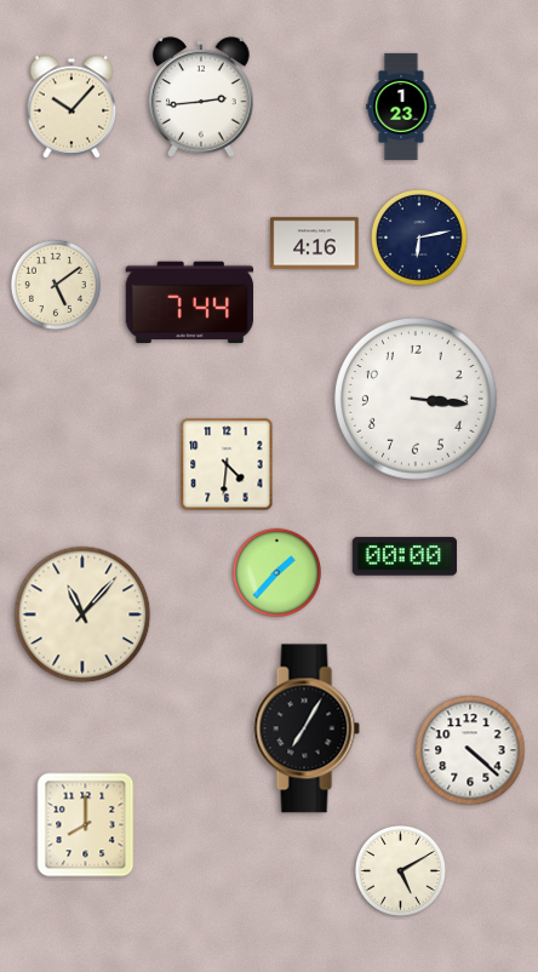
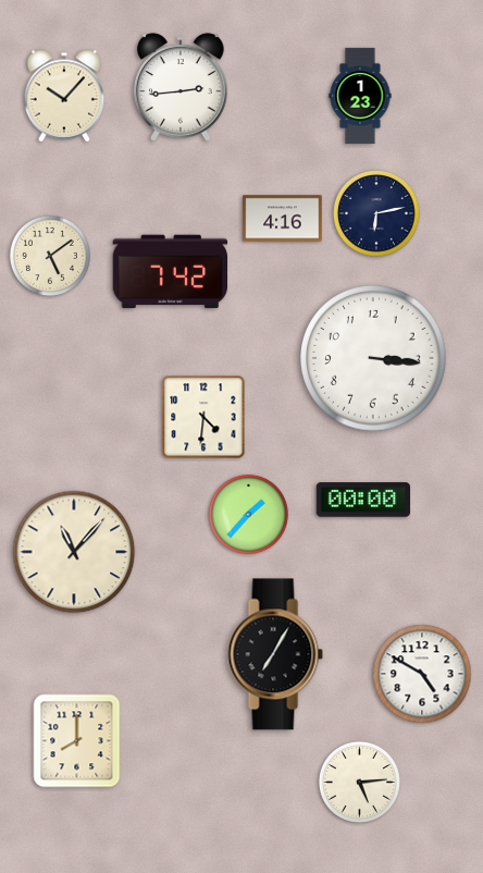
clock at (189, 303): 7:44 -> 7:42
clock at (470, 750): 4:22 -> 4:50
clock at (400, 870): 5:10 -> 5:14
